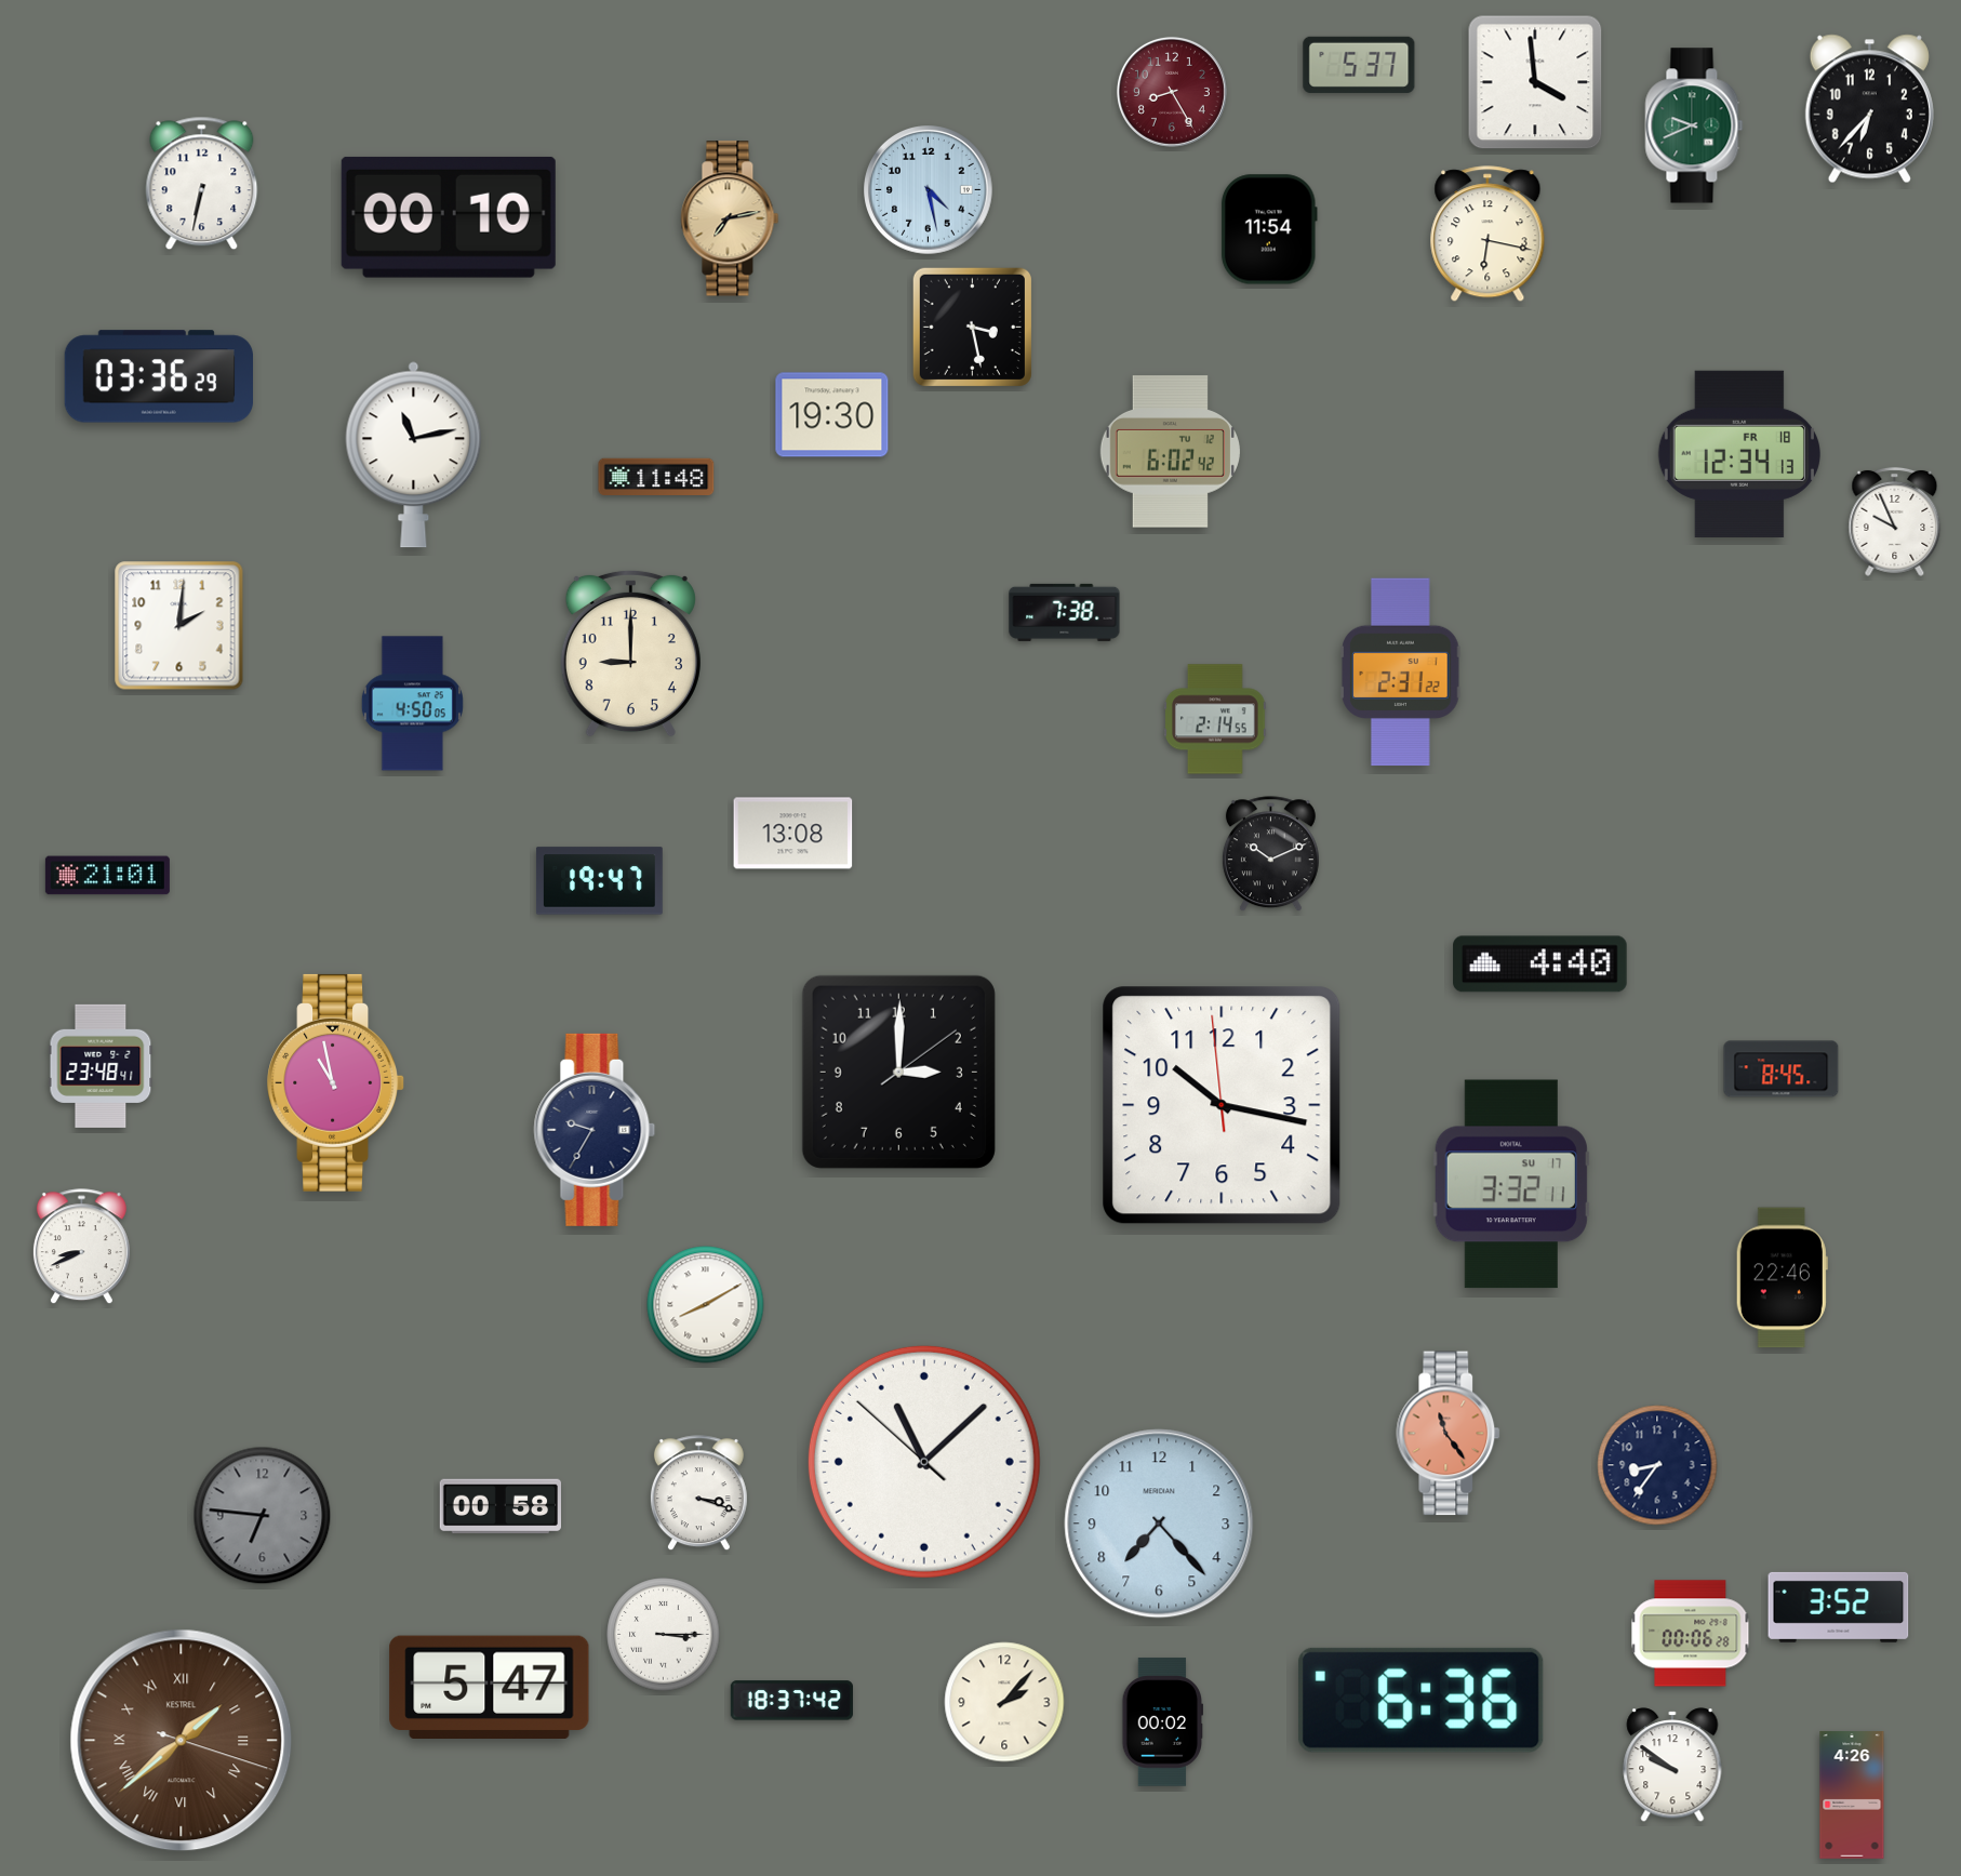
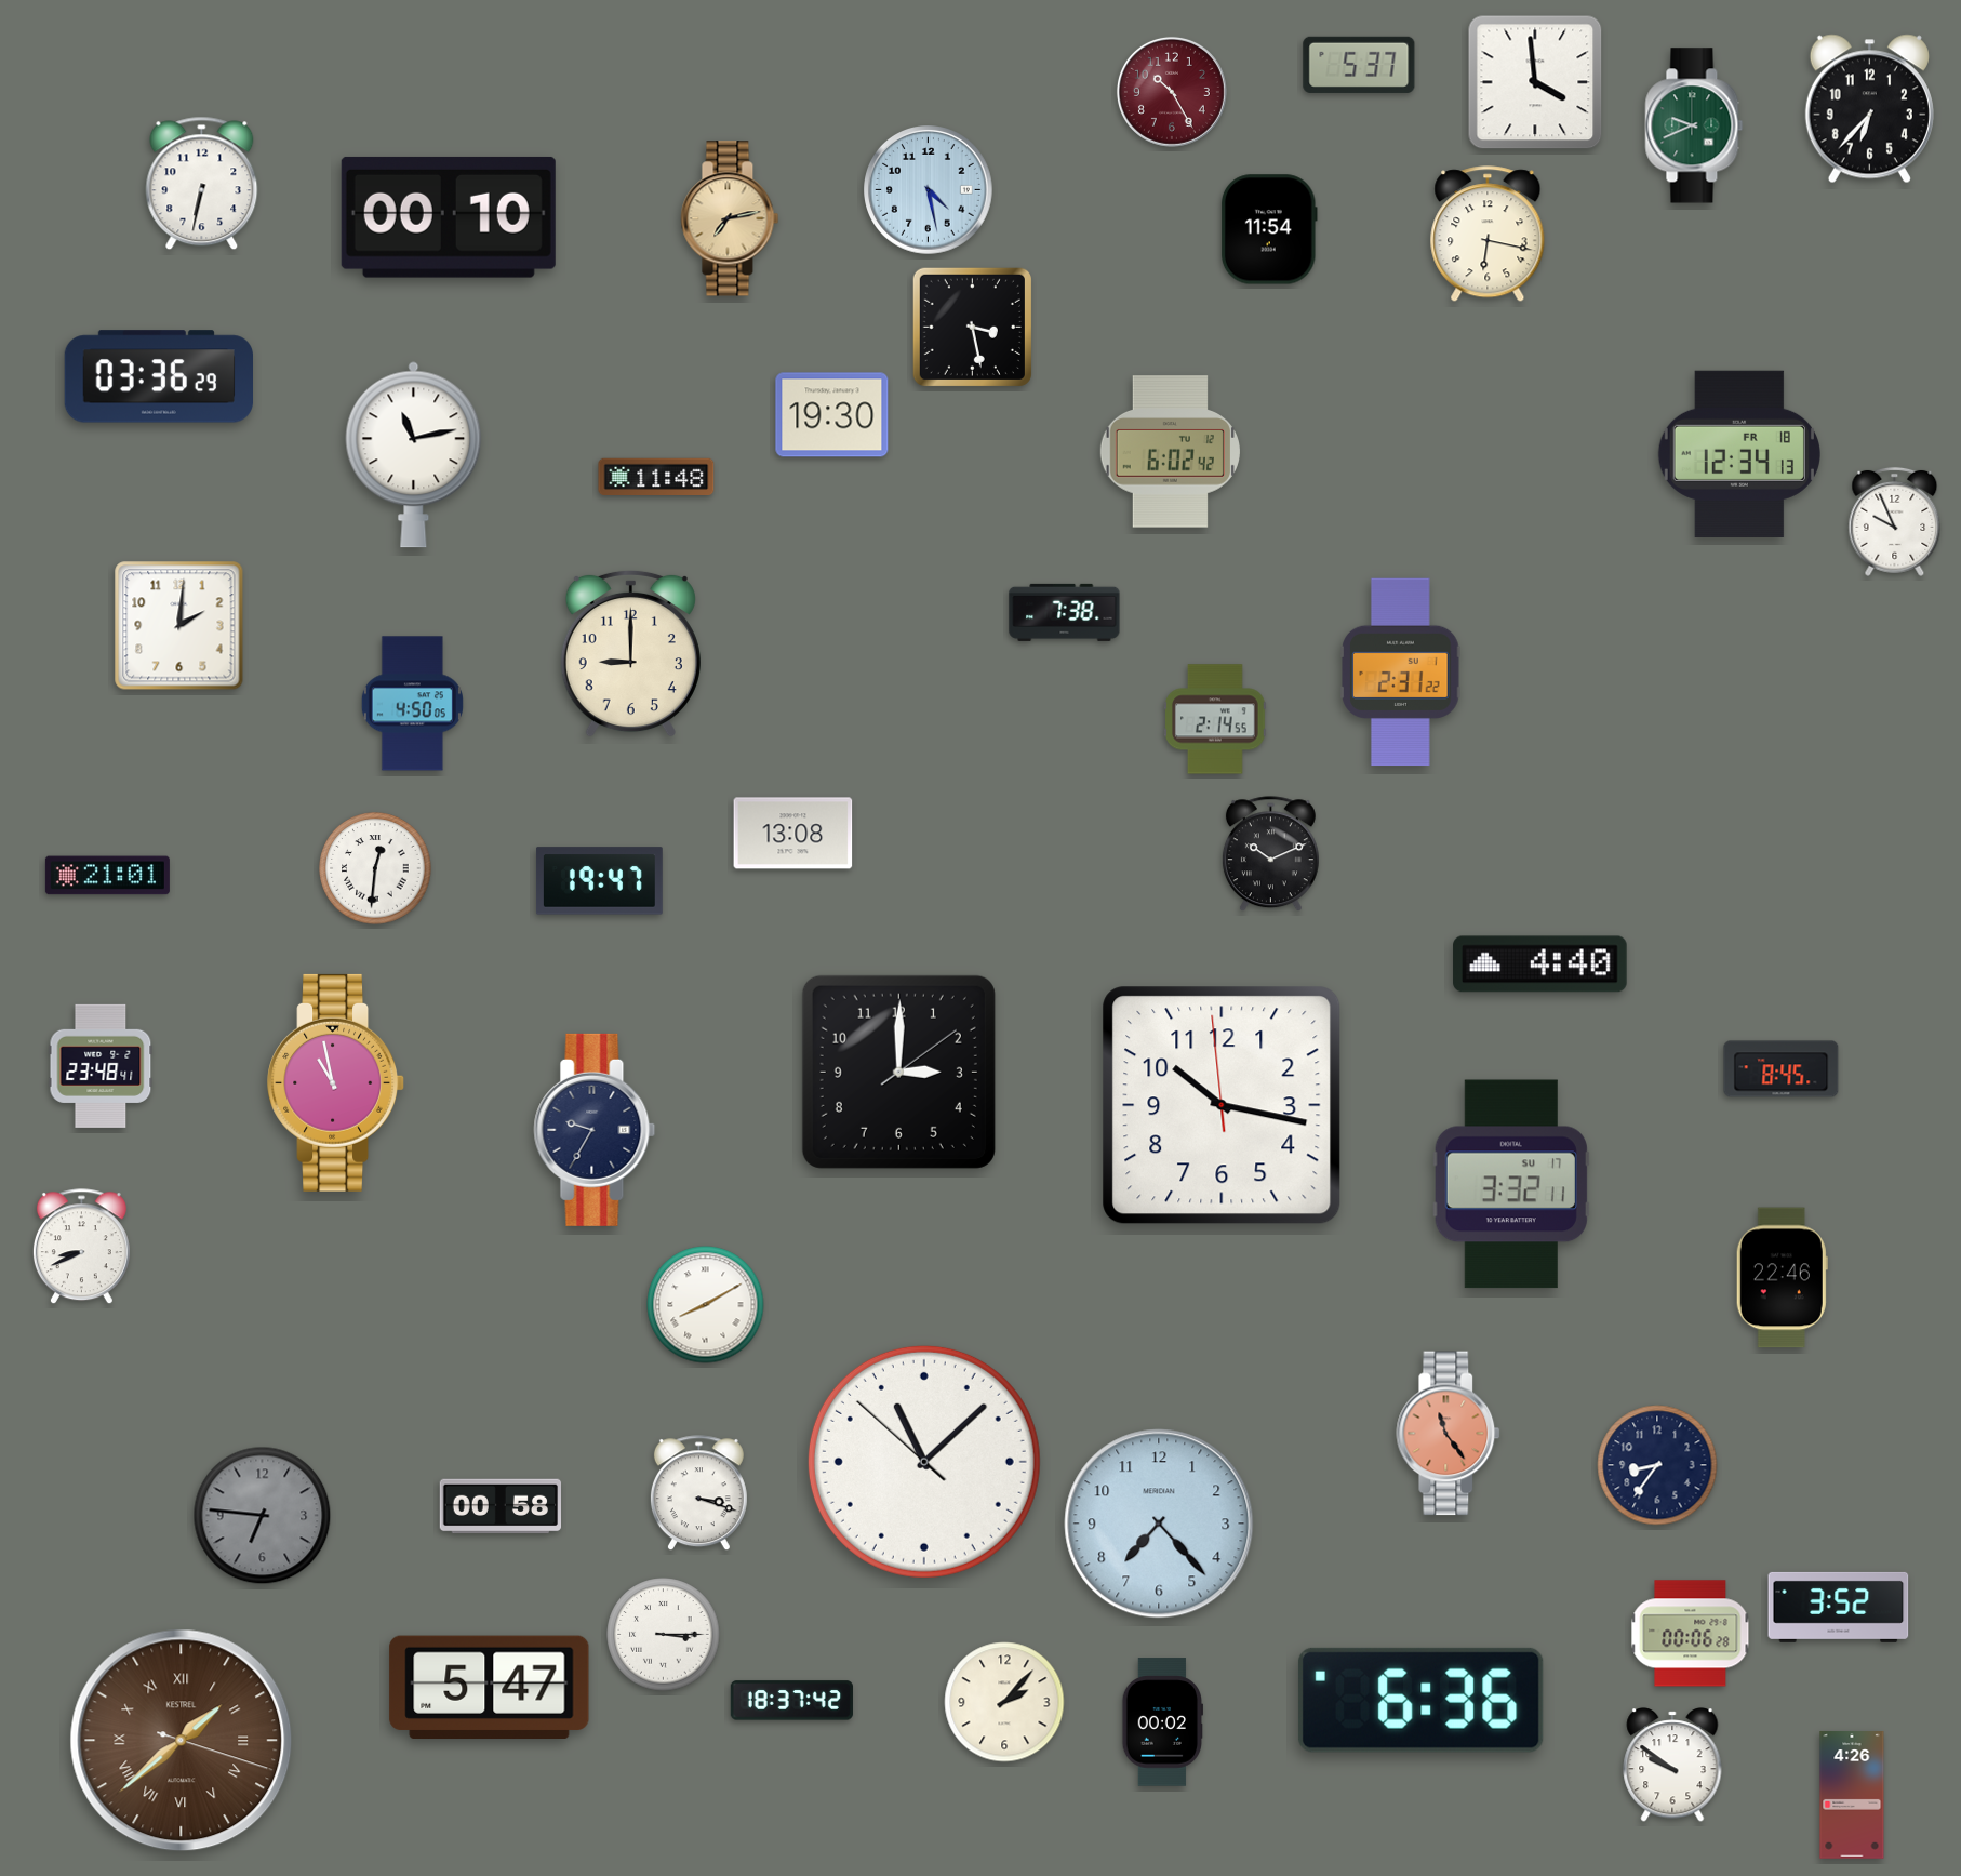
clock at (1172, 92): 8:25 -> 10:25
clock at (375, 868): none -> 12:31
